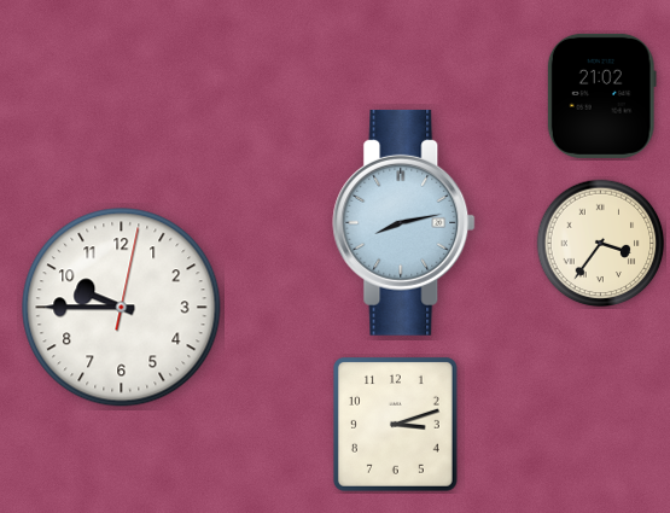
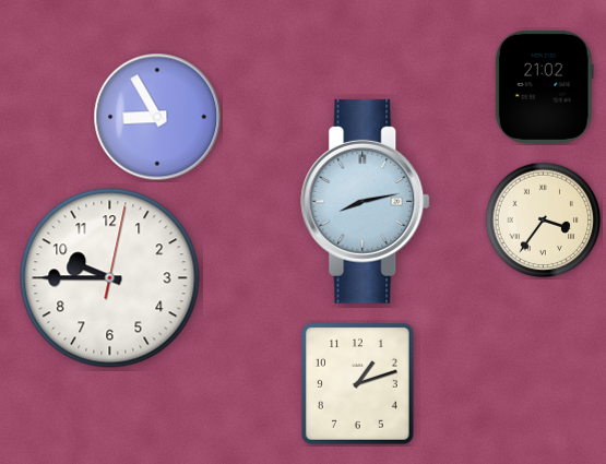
clock at (157, 117): none -> 8:55
clock at (395, 424): 3:12 -> 1:12
